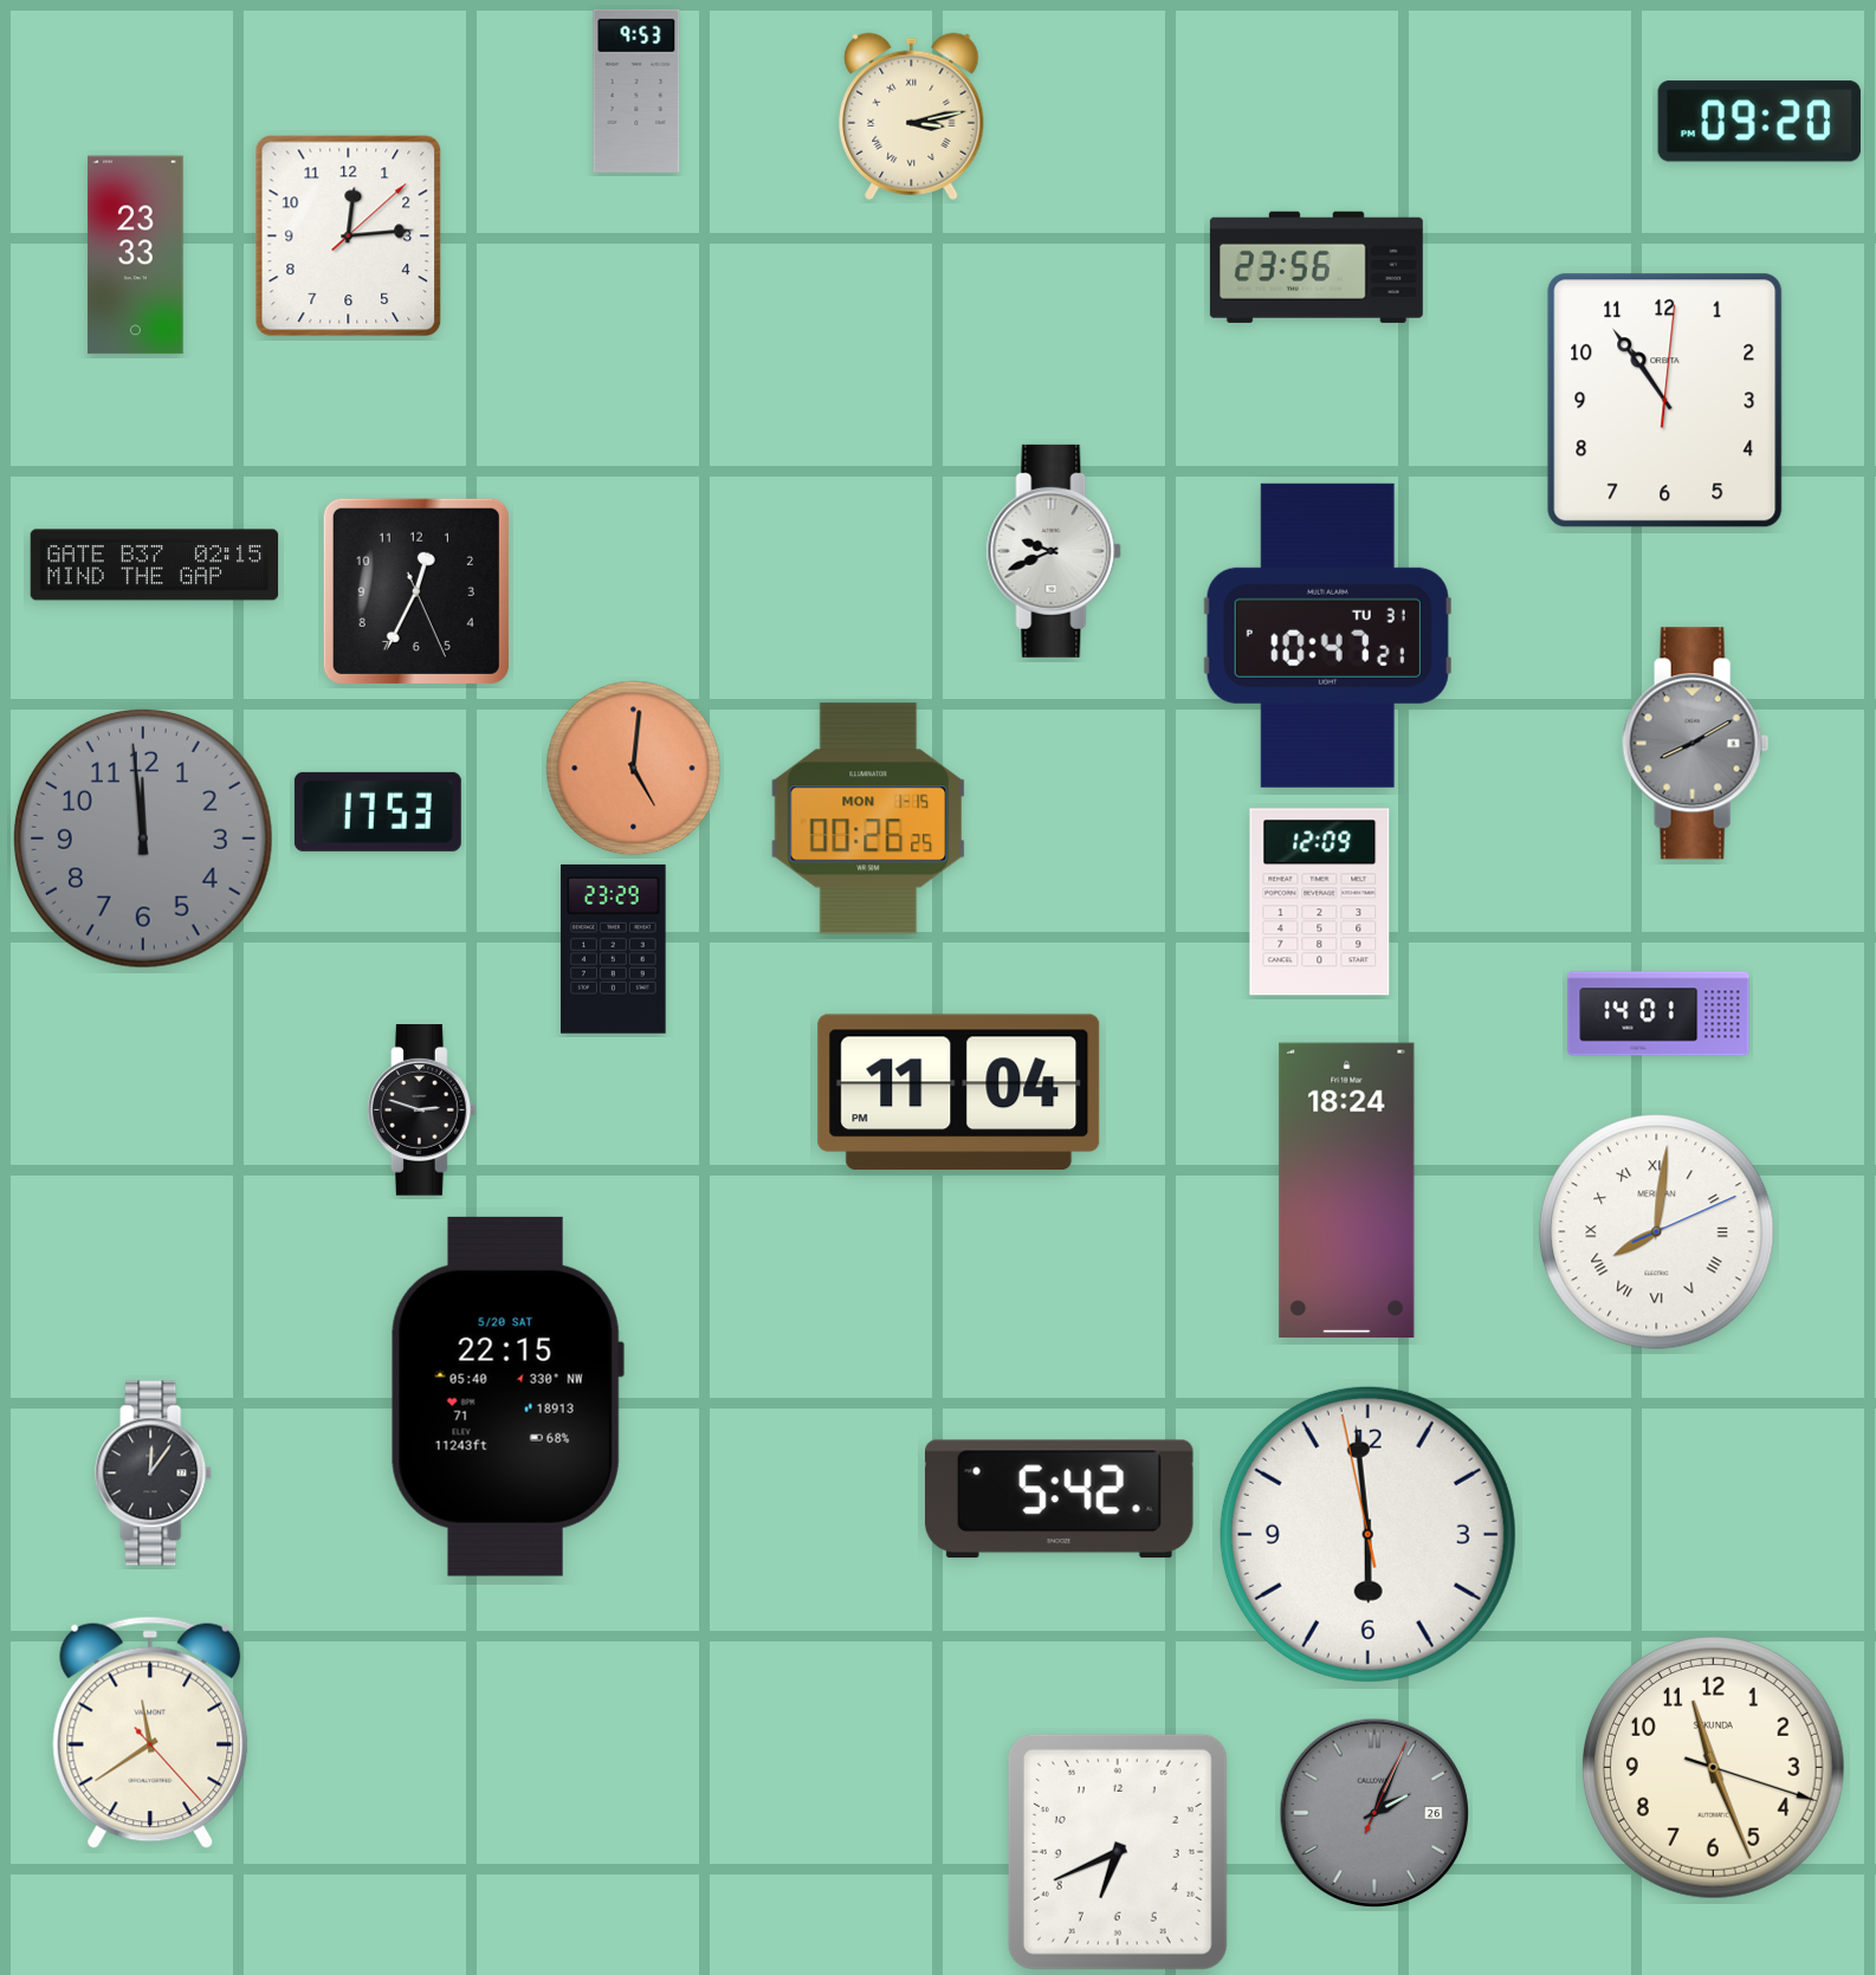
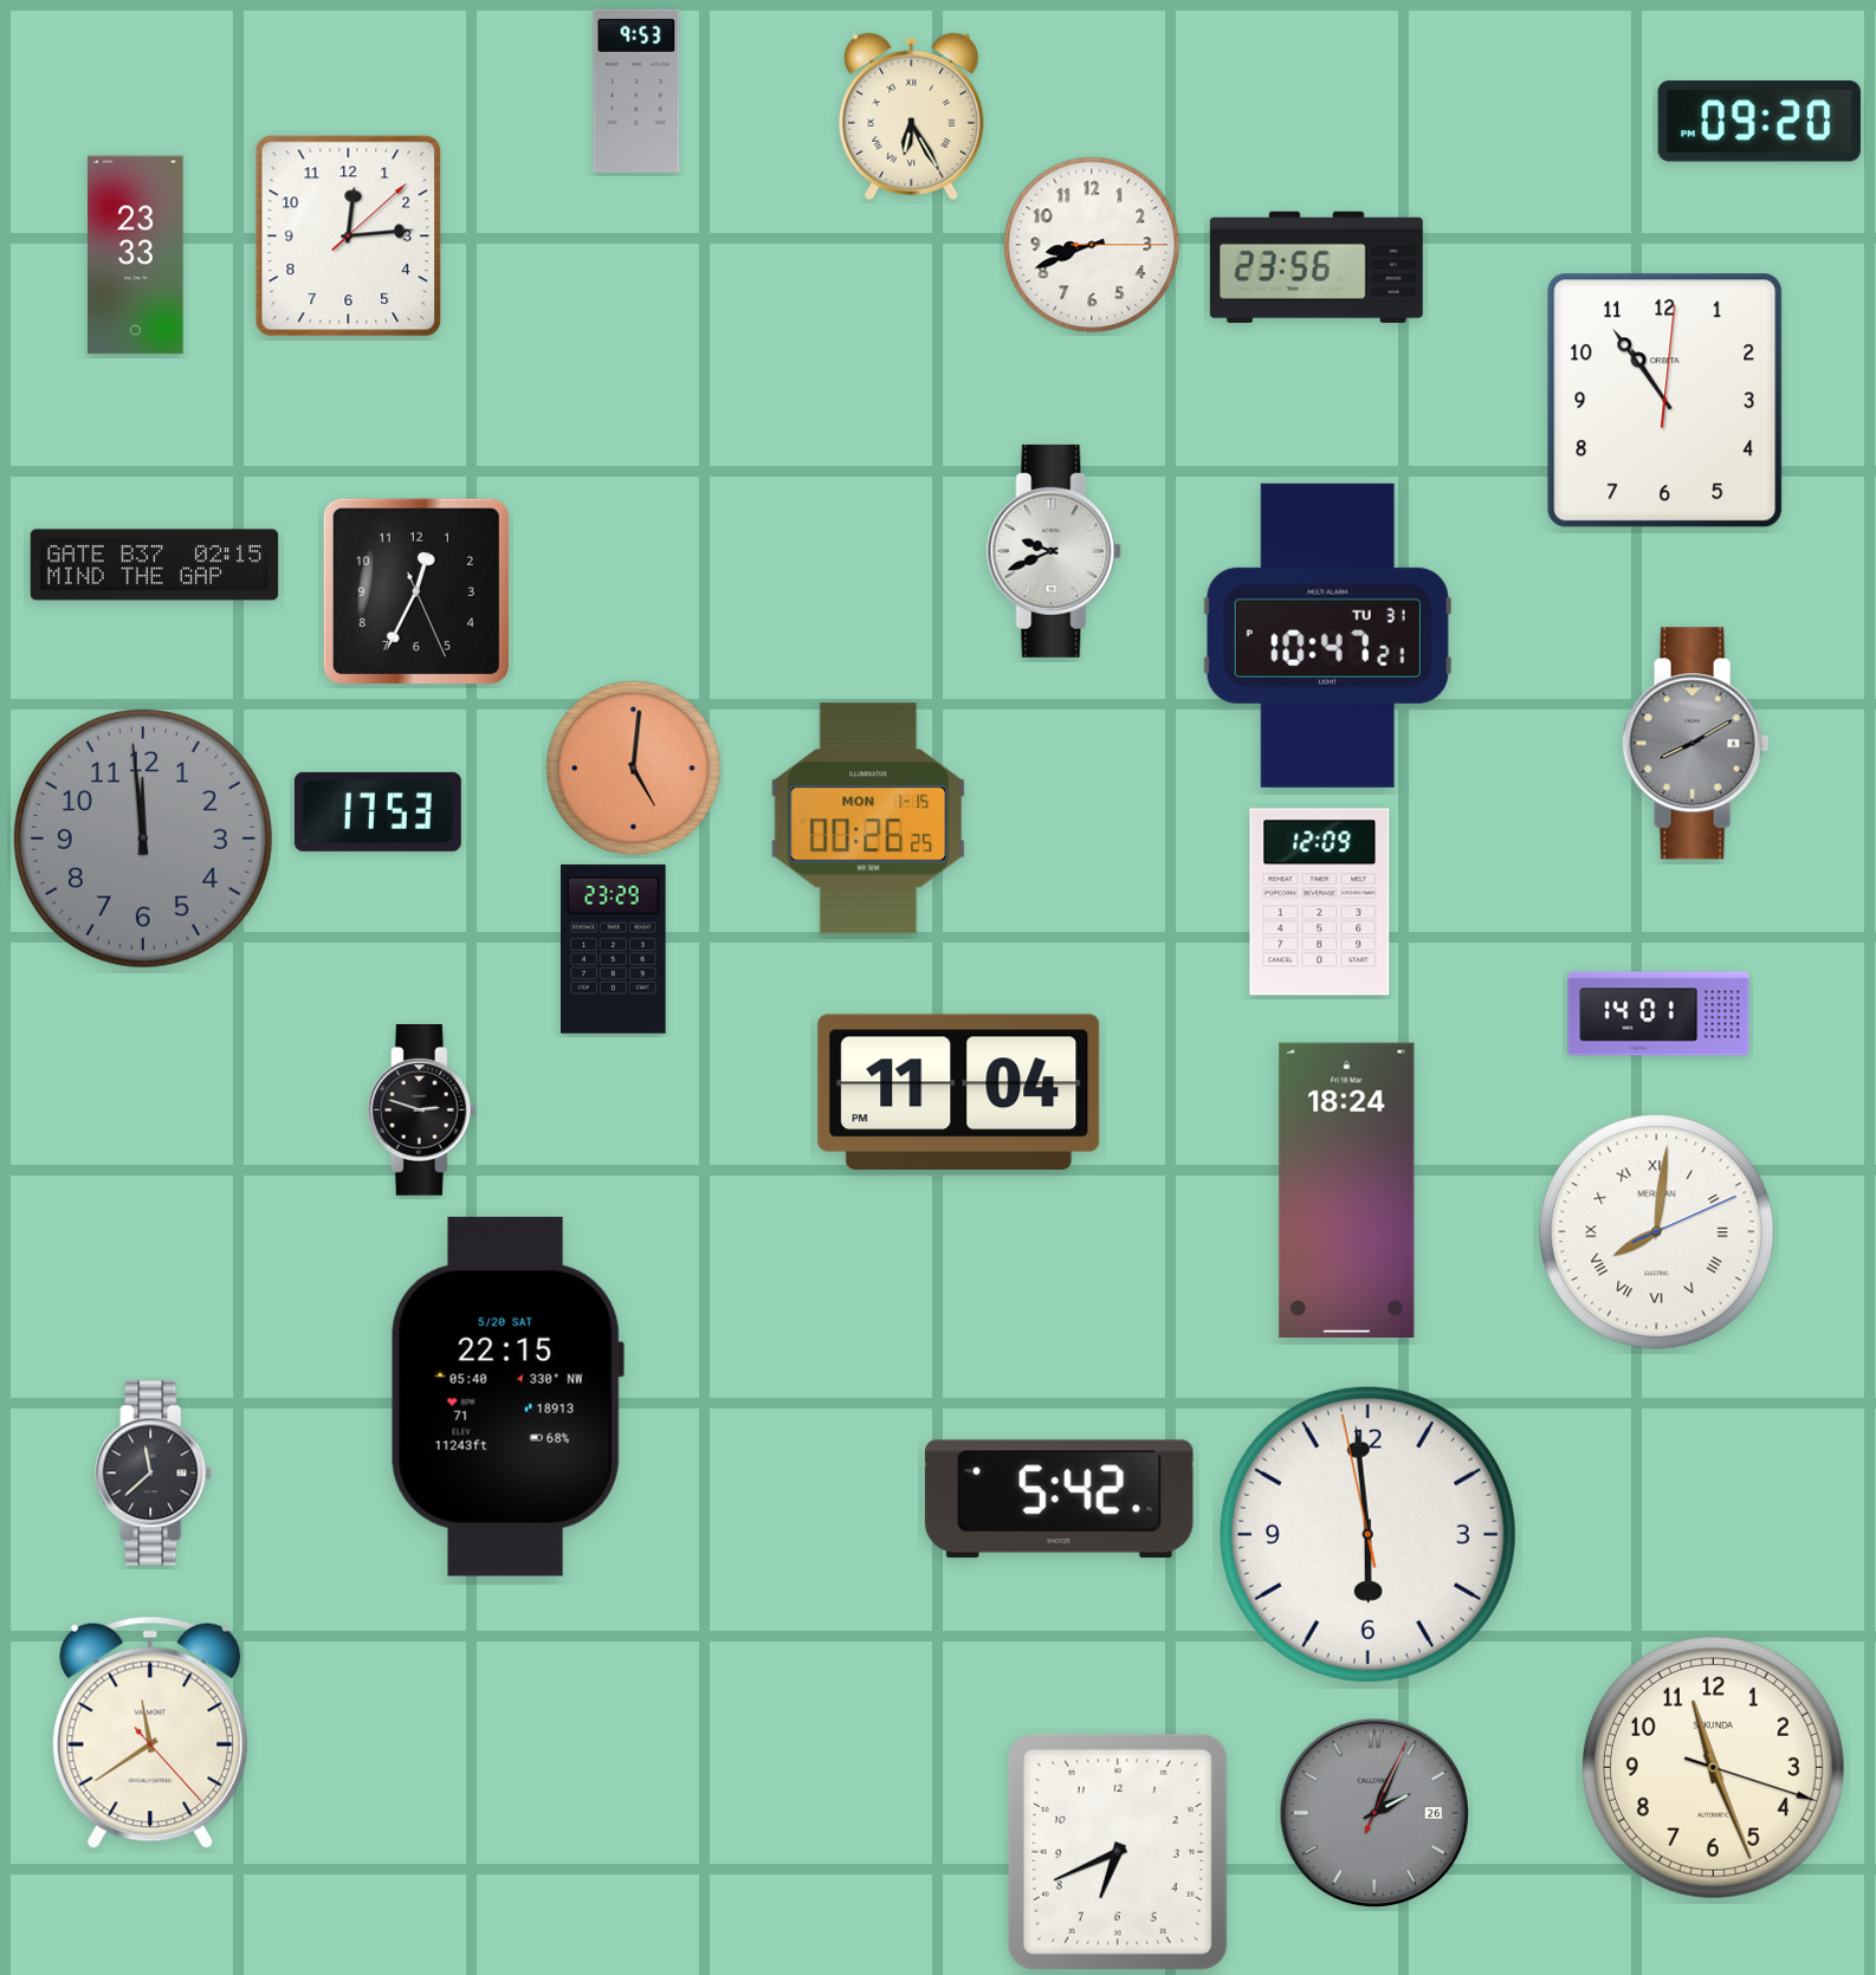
clock at (912, 116): 3:13 -> 6:25
clock at (1092, 245): none -> 8:41
clock at (154, 1474): 12:06 -> 11:38
